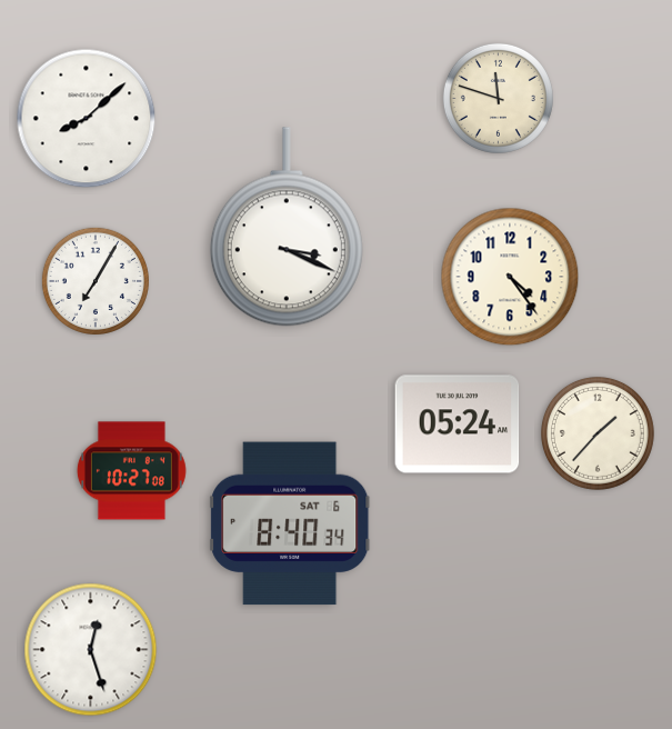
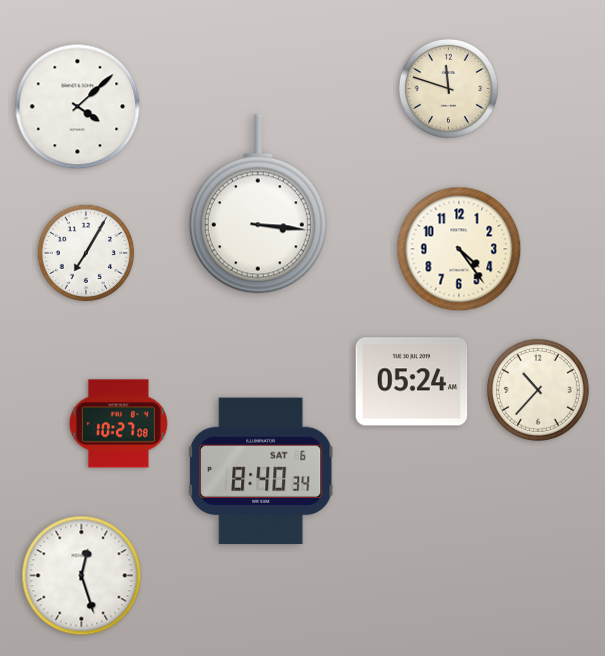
clock at (87, 119): 8:08 -> 4:08
clock at (287, 227): 3:19 -> 3:16
clock at (598, 433): 1:37 -> 10:37
clock at (91, 650) position: (91, 650) -> (82, 576)
